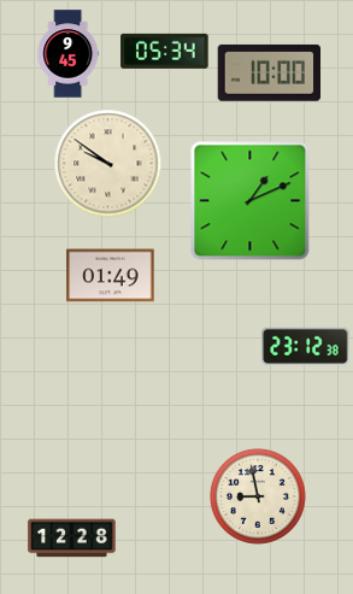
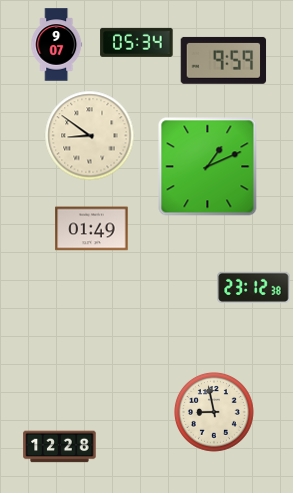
clock at (69, 54): 9:45 -> 9:07
clock at (270, 72): 10:00 -> 9:59
clock at (108, 164): 9:51 -> 8:51
